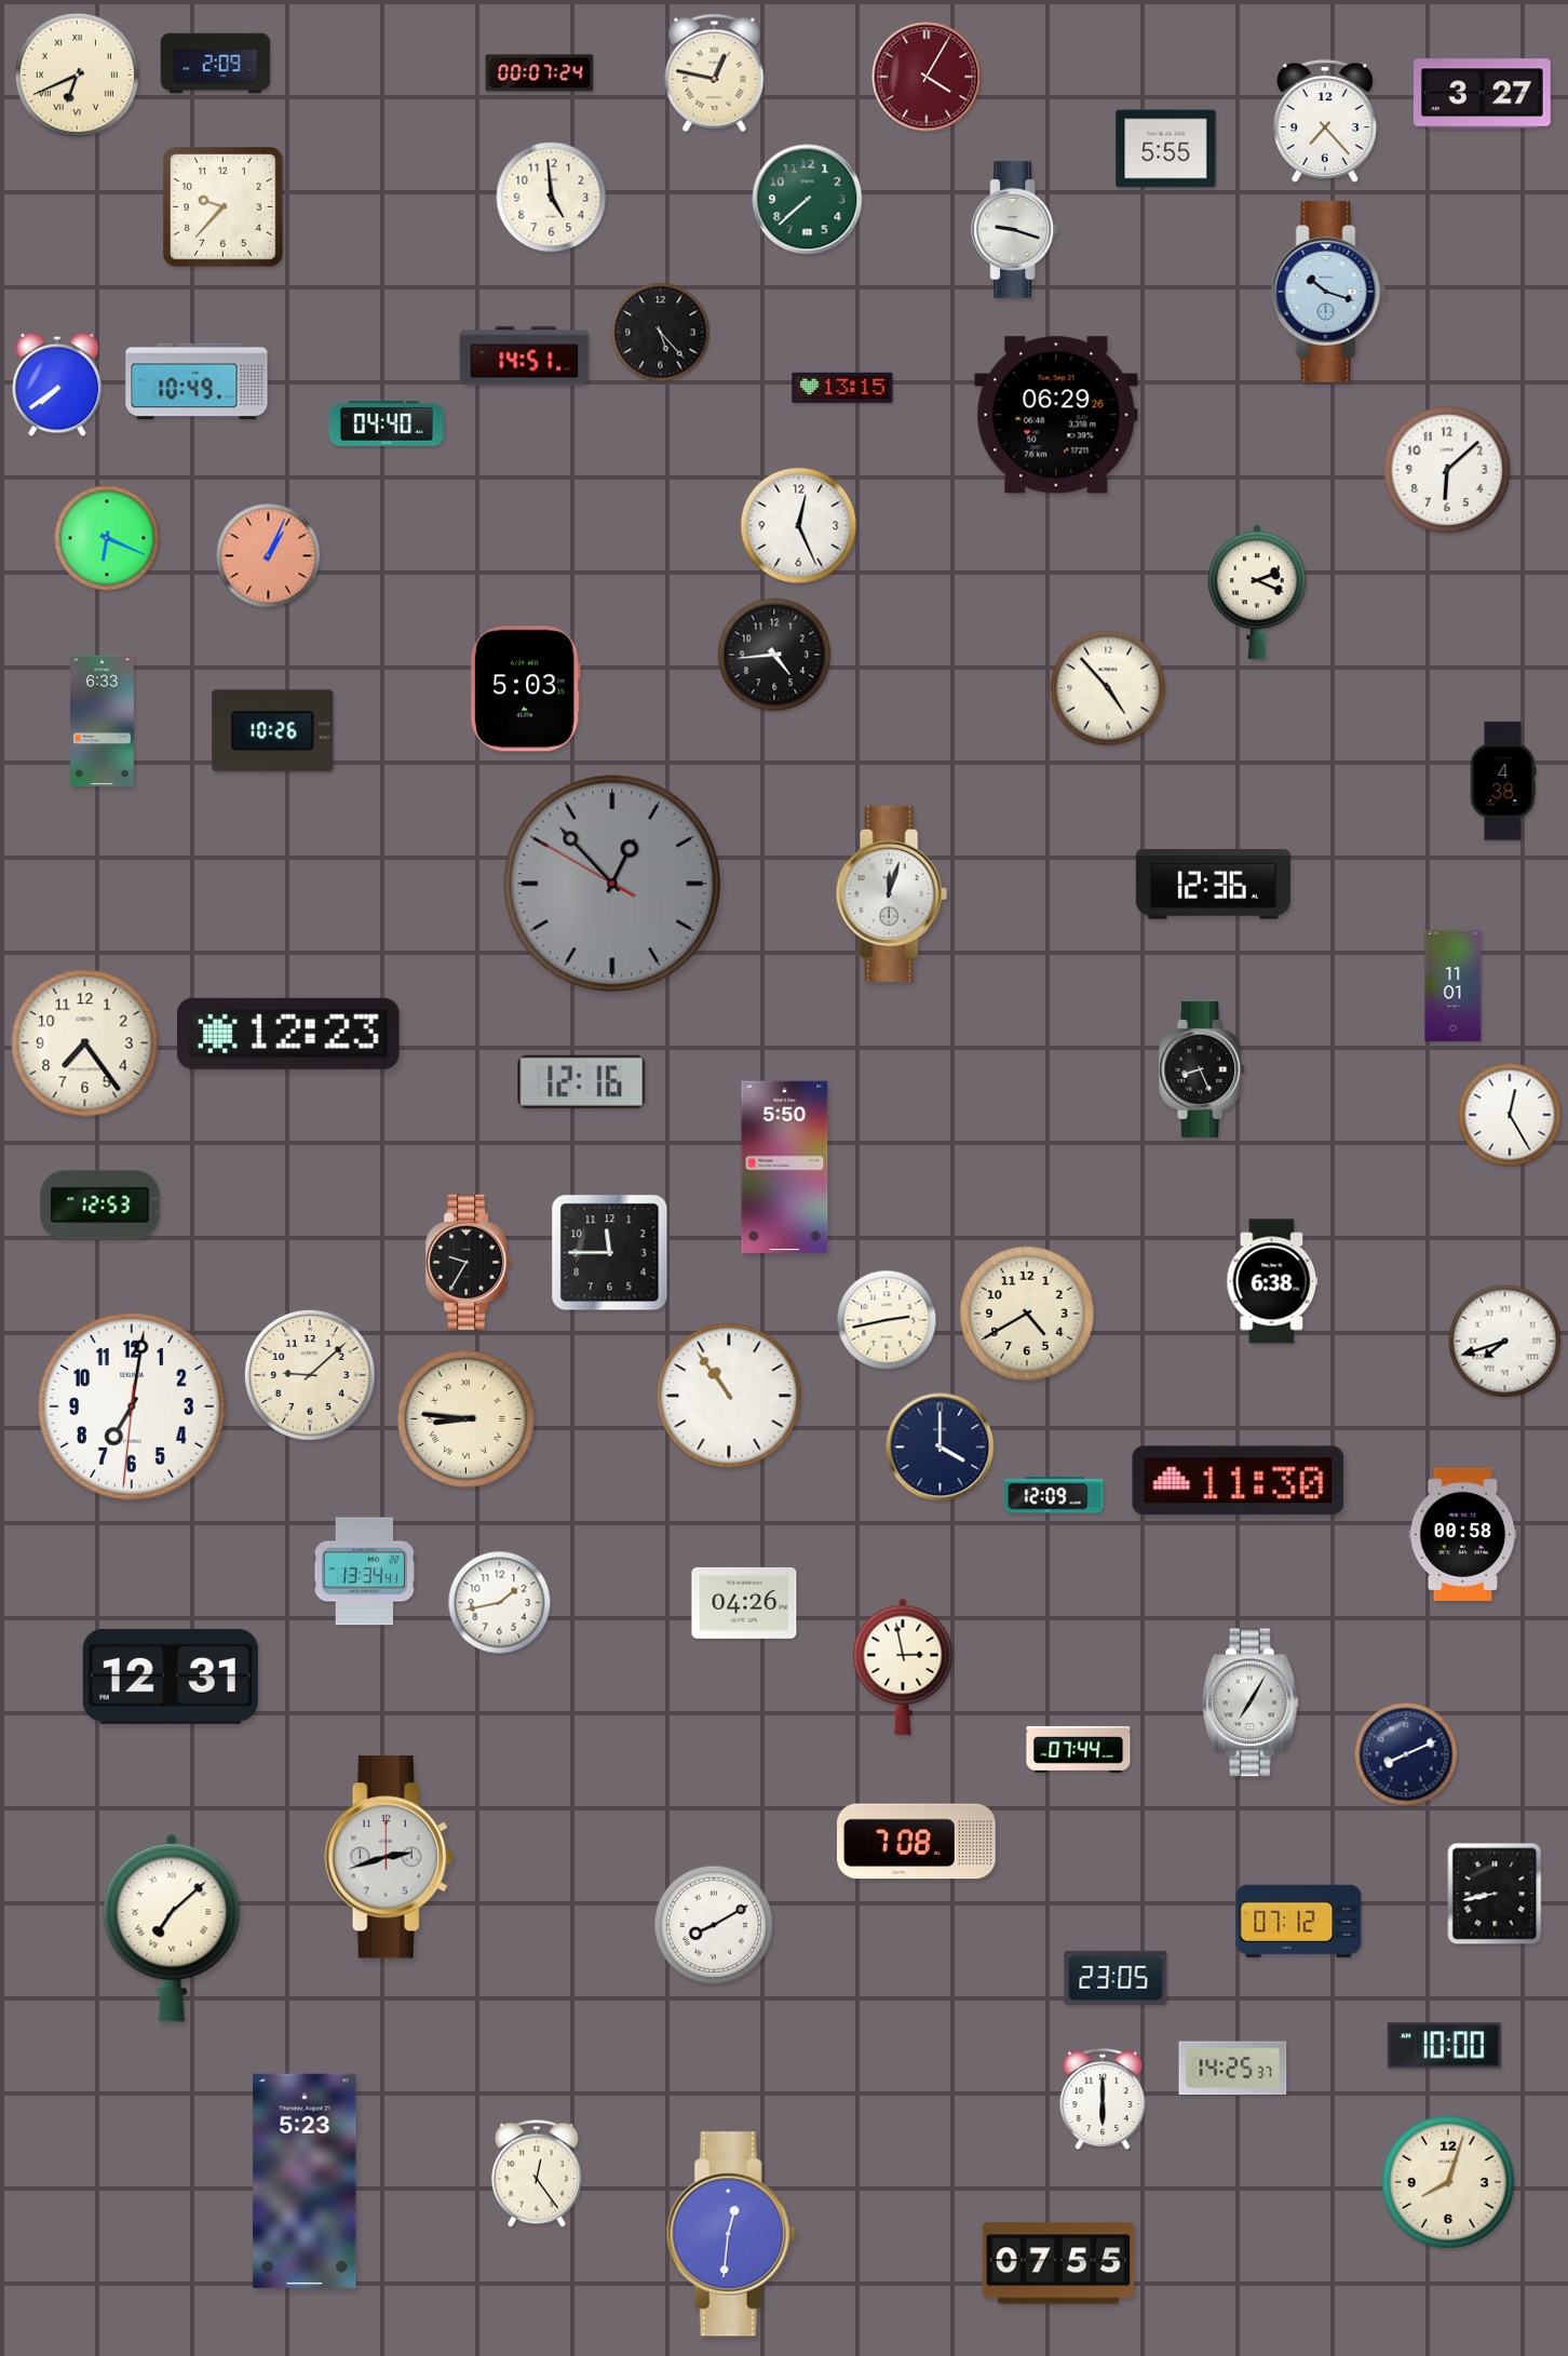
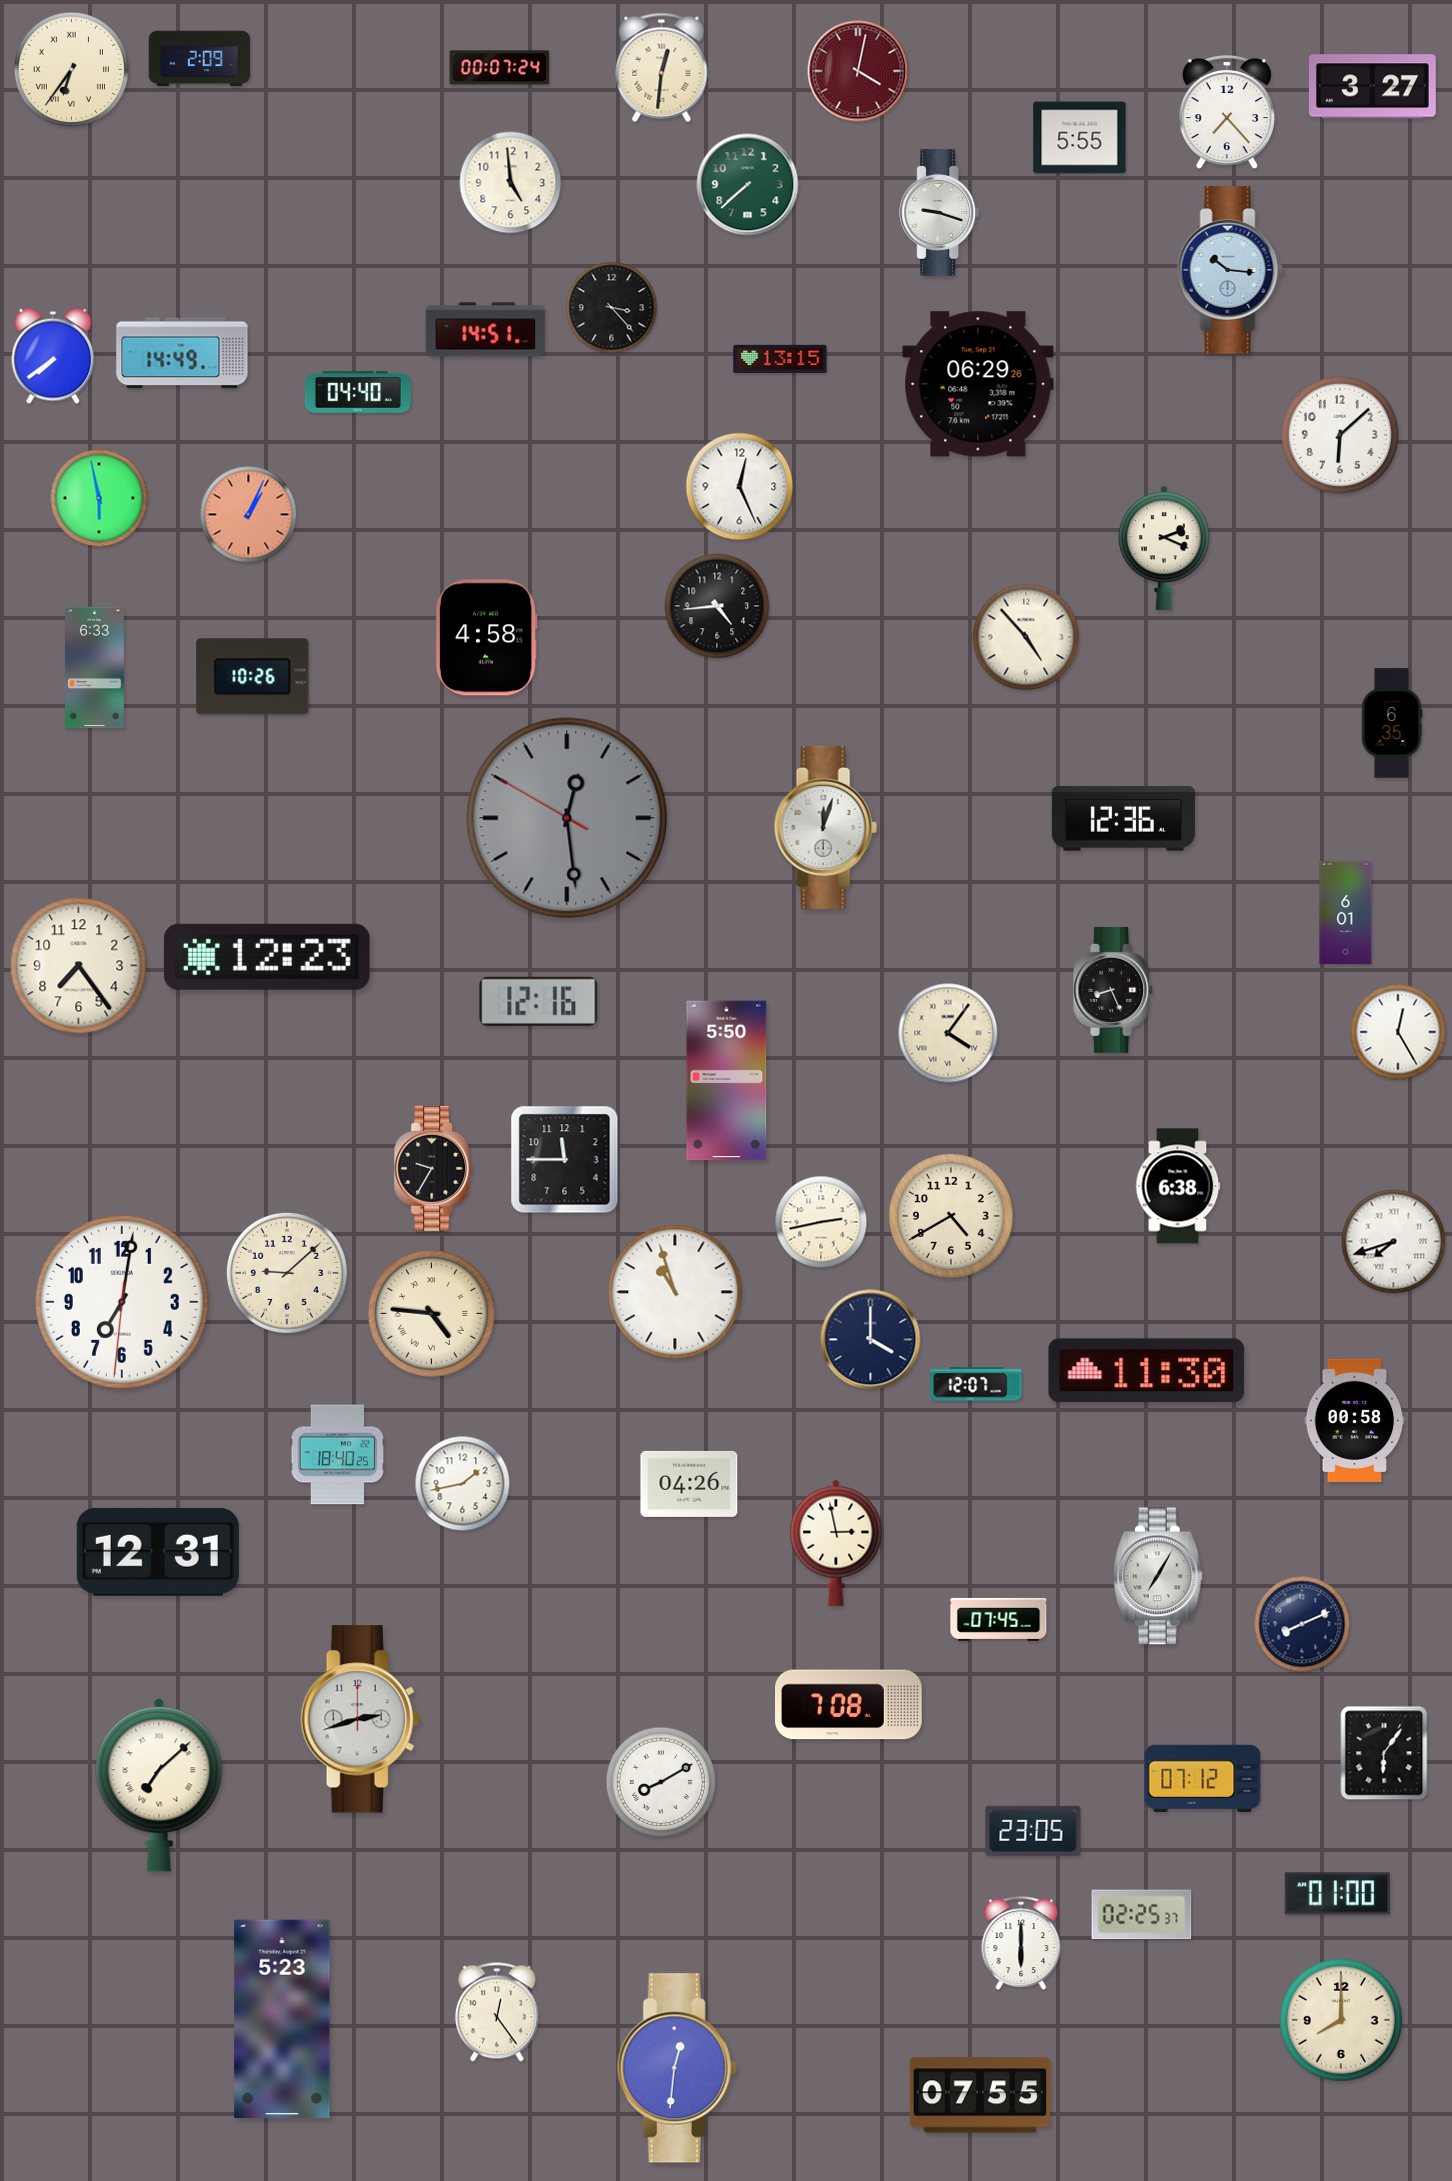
clock at (715, 72): 12:47 -> 12:31
clock at (77, 75): 6:41 -> 6:36
clock at (927, 77): 4:05 -> 4:02
clock at (224, 207): 9:37 -> none
clock at (1328, 292): 10:18 -> 10:16
clock at (661, 333): 5:23 -> 3:23
clock at (197, 381): 10:49 -> 14:49
clock at (107, 538): 6:19 -> 5:58
clock at (525, 689): 5:03 -> 4:58
clock at (1503, 781): 4:38 -> 6:35
clock at (612, 884): 12:52 -> 12:28
clock at (1454, 986): 11:01 -> 6:01
clock at (948, 1033): none -> 4:06
clock at (100, 1206): 12:53 -> none
clock at (729, 1396): 10:54 -> 10:57
clock at (467, 1419): 8:46 -> 4:46
clock at (1054, 1495): 12:09 -> 12:07
clock at (365, 1572): 13:34 -> 18:40
clock at (1079, 1749): 07:44 -> 07:45
clock at (1495, 1894): 8:43 -> 6:06
clock at (1444, 2046): 10:00 -> 01:00
clock at (1233, 2069): 14:25 -> 02:25
clock at (1448, 2182): 8:03 -> 8:00
